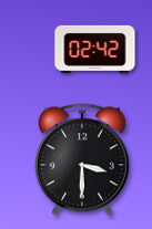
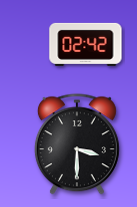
clock at (82, 159) position: (82, 159) -> (77, 144)
